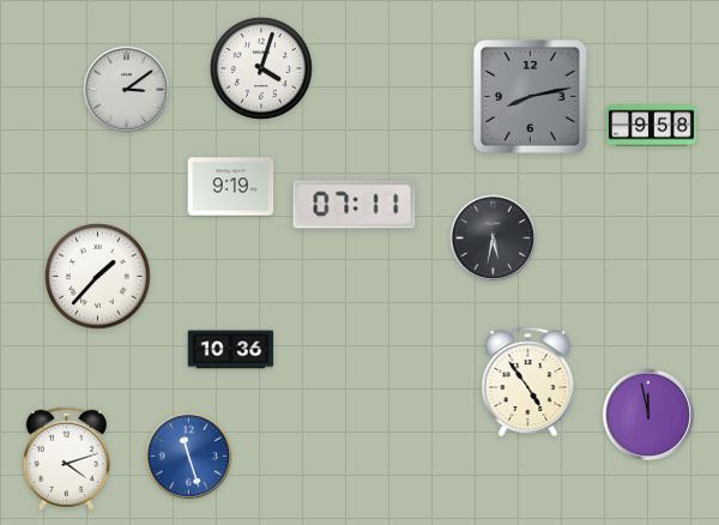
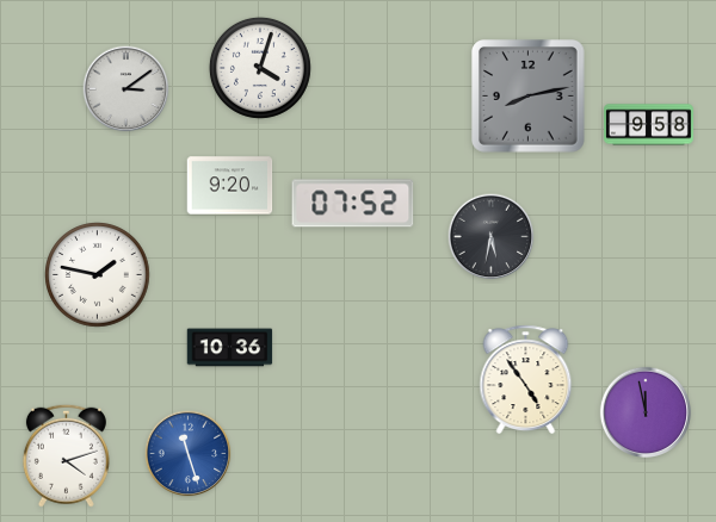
clock at (231, 187): 9:19 -> 9:20
clock at (355, 205): 07:11 -> 07:52
clock at (98, 277): 1:37 -> 1:47
